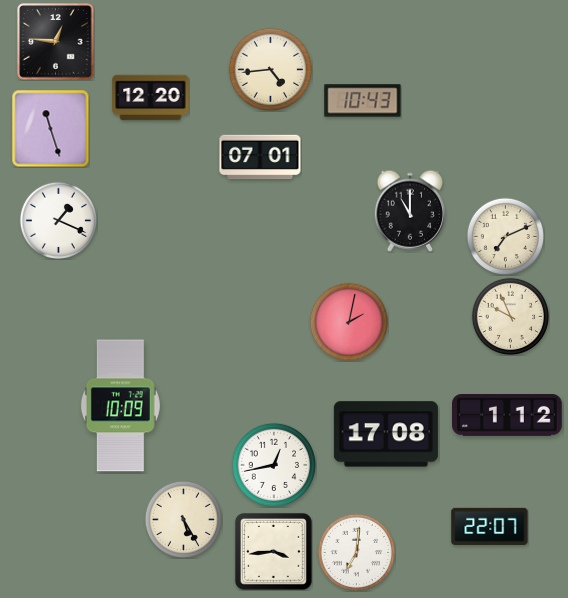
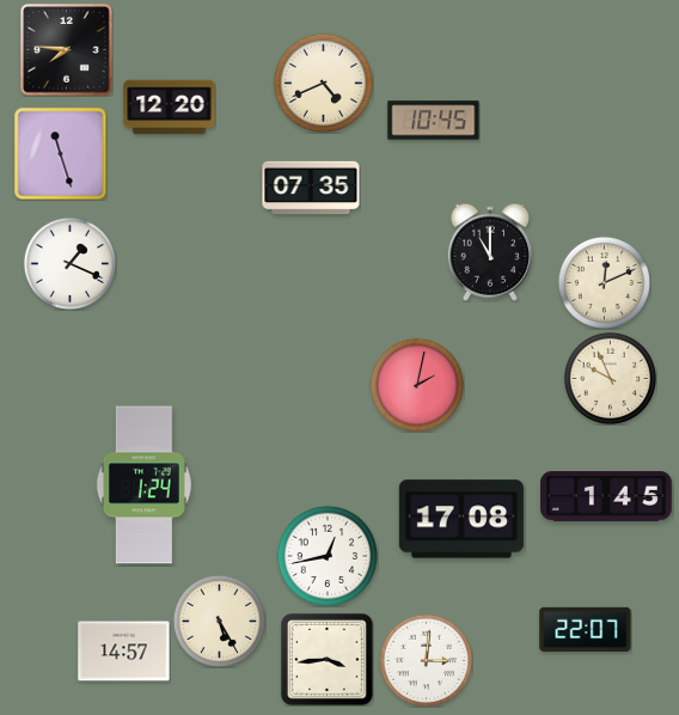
clock at (56, 42): 12:46 -> 7:46
clock at (270, 69): 4:44 -> 4:41
clock at (151, 98) position: (151, 98) -> (170, 108)
clock at (363, 101): 10:43 -> 10:45
clock at (260, 157): 07:01 -> 07:35
clock at (505, 236): 7:11 -> 12:11
clock at (120, 406): 10:09 -> 1:24
clock at (508, 415): 1:12 -> 1:45
clock at (124, 652): none -> 14:57
clock at (356, 552): 7:01 -> 3:01
